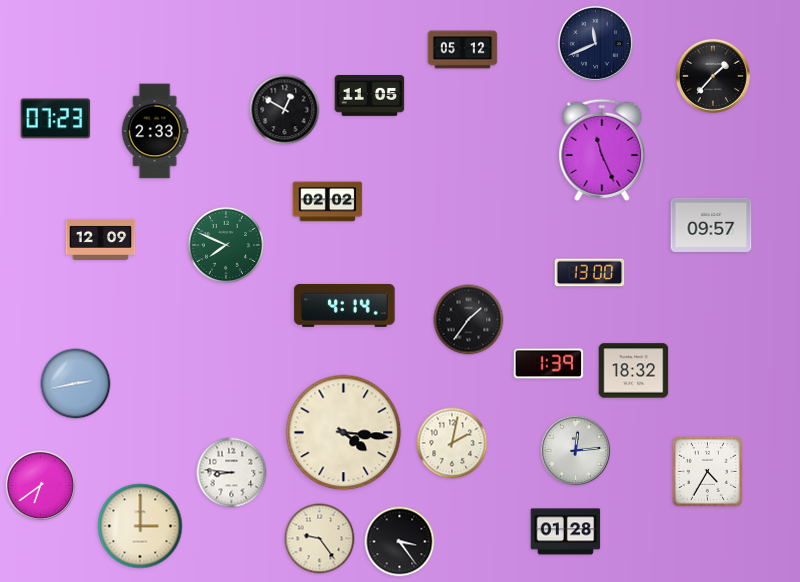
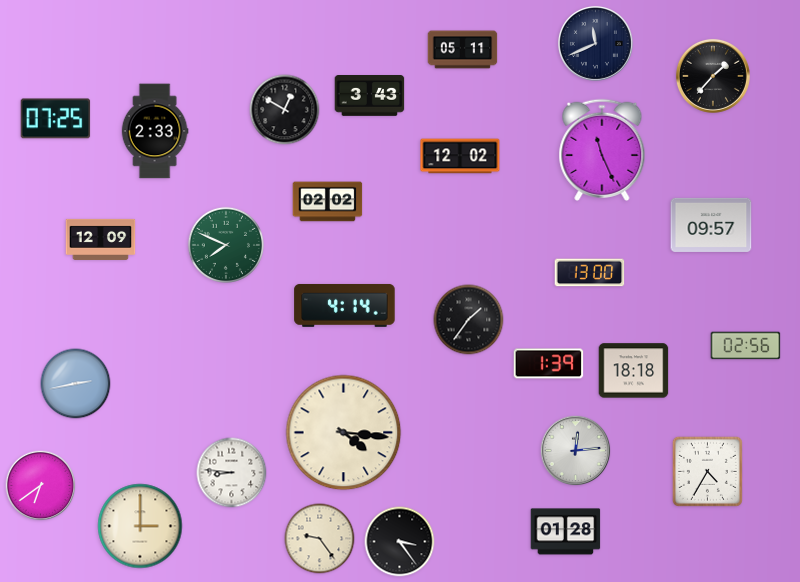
clock at (463, 50): 05:12 -> 05:11
clock at (370, 96): 11:05 -> 3:43
clock at (56, 119): 07:23 -> 07:25
clock at (460, 156): none -> 12:02
clock at (746, 346): none -> 02:56
clock at (634, 371): 18:32 -> 18:18
clock at (452, 443): 2:02 -> none
